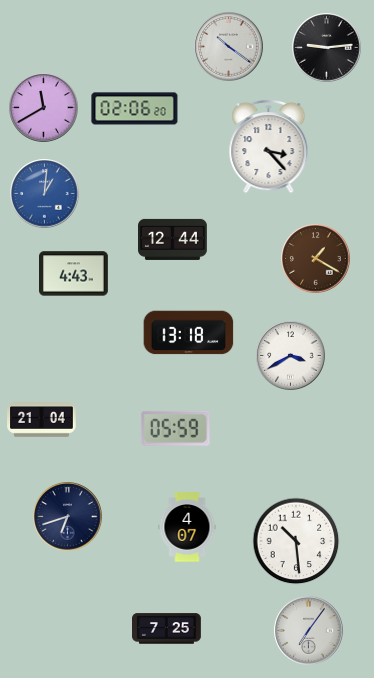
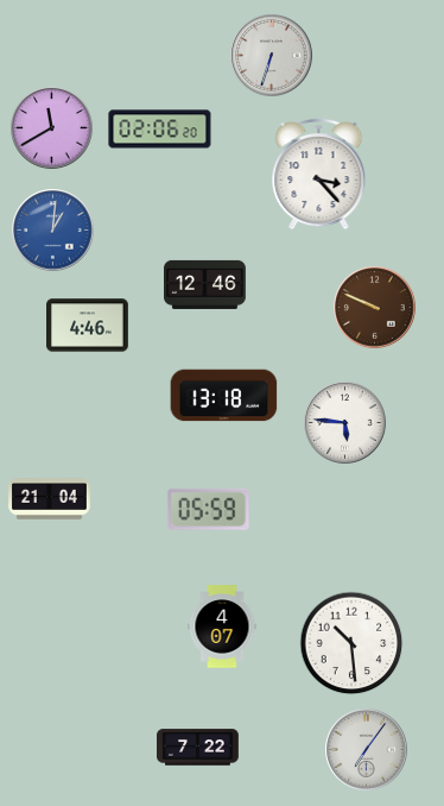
clock at (229, 47): 10:21 -> 6:33
clock at (327, 48): 9:14 -> none
clock at (173, 239): 12:44 -> 12:46
clock at (316, 259): 1:20 -> 9:49
clock at (74, 274): 4:43 -> 4:46
clock at (291, 356): 3:40 -> 5:46
clock at (68, 517): 6:42 -> none
clock at (167, 629): 7:25 -> 7:22
